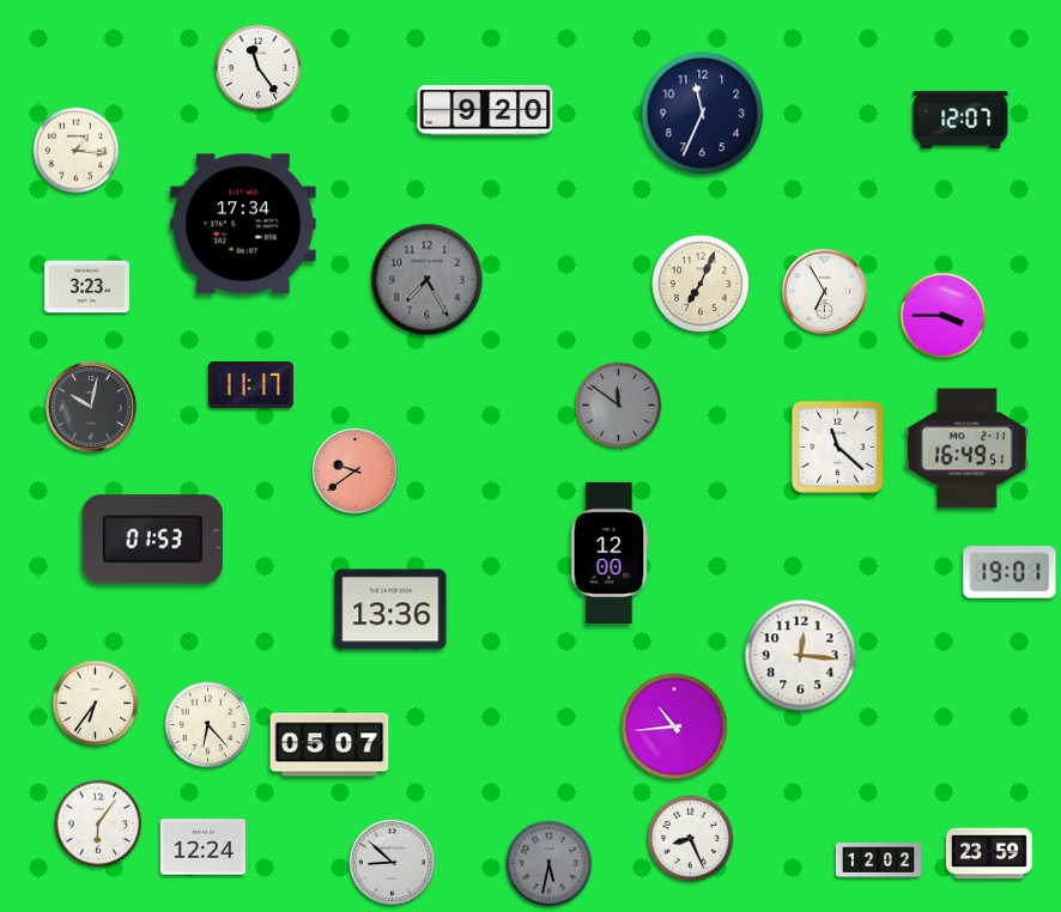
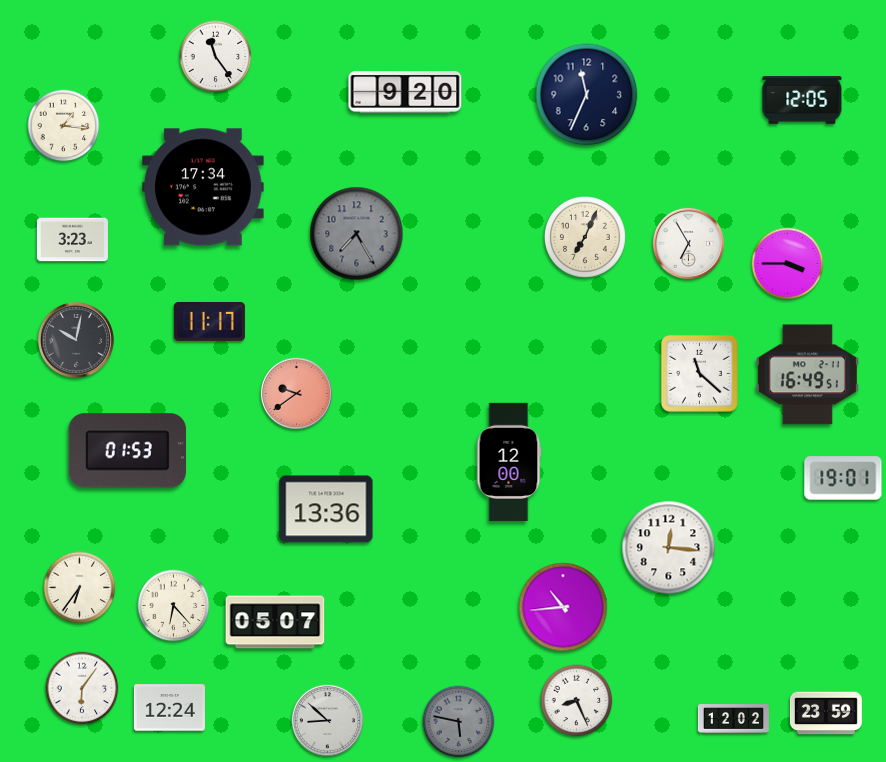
clock at (960, 120): 12:07 -> 12:05
clock at (619, 406): 11:51 -> none
clock at (550, 864): 5:32 -> 5:47
